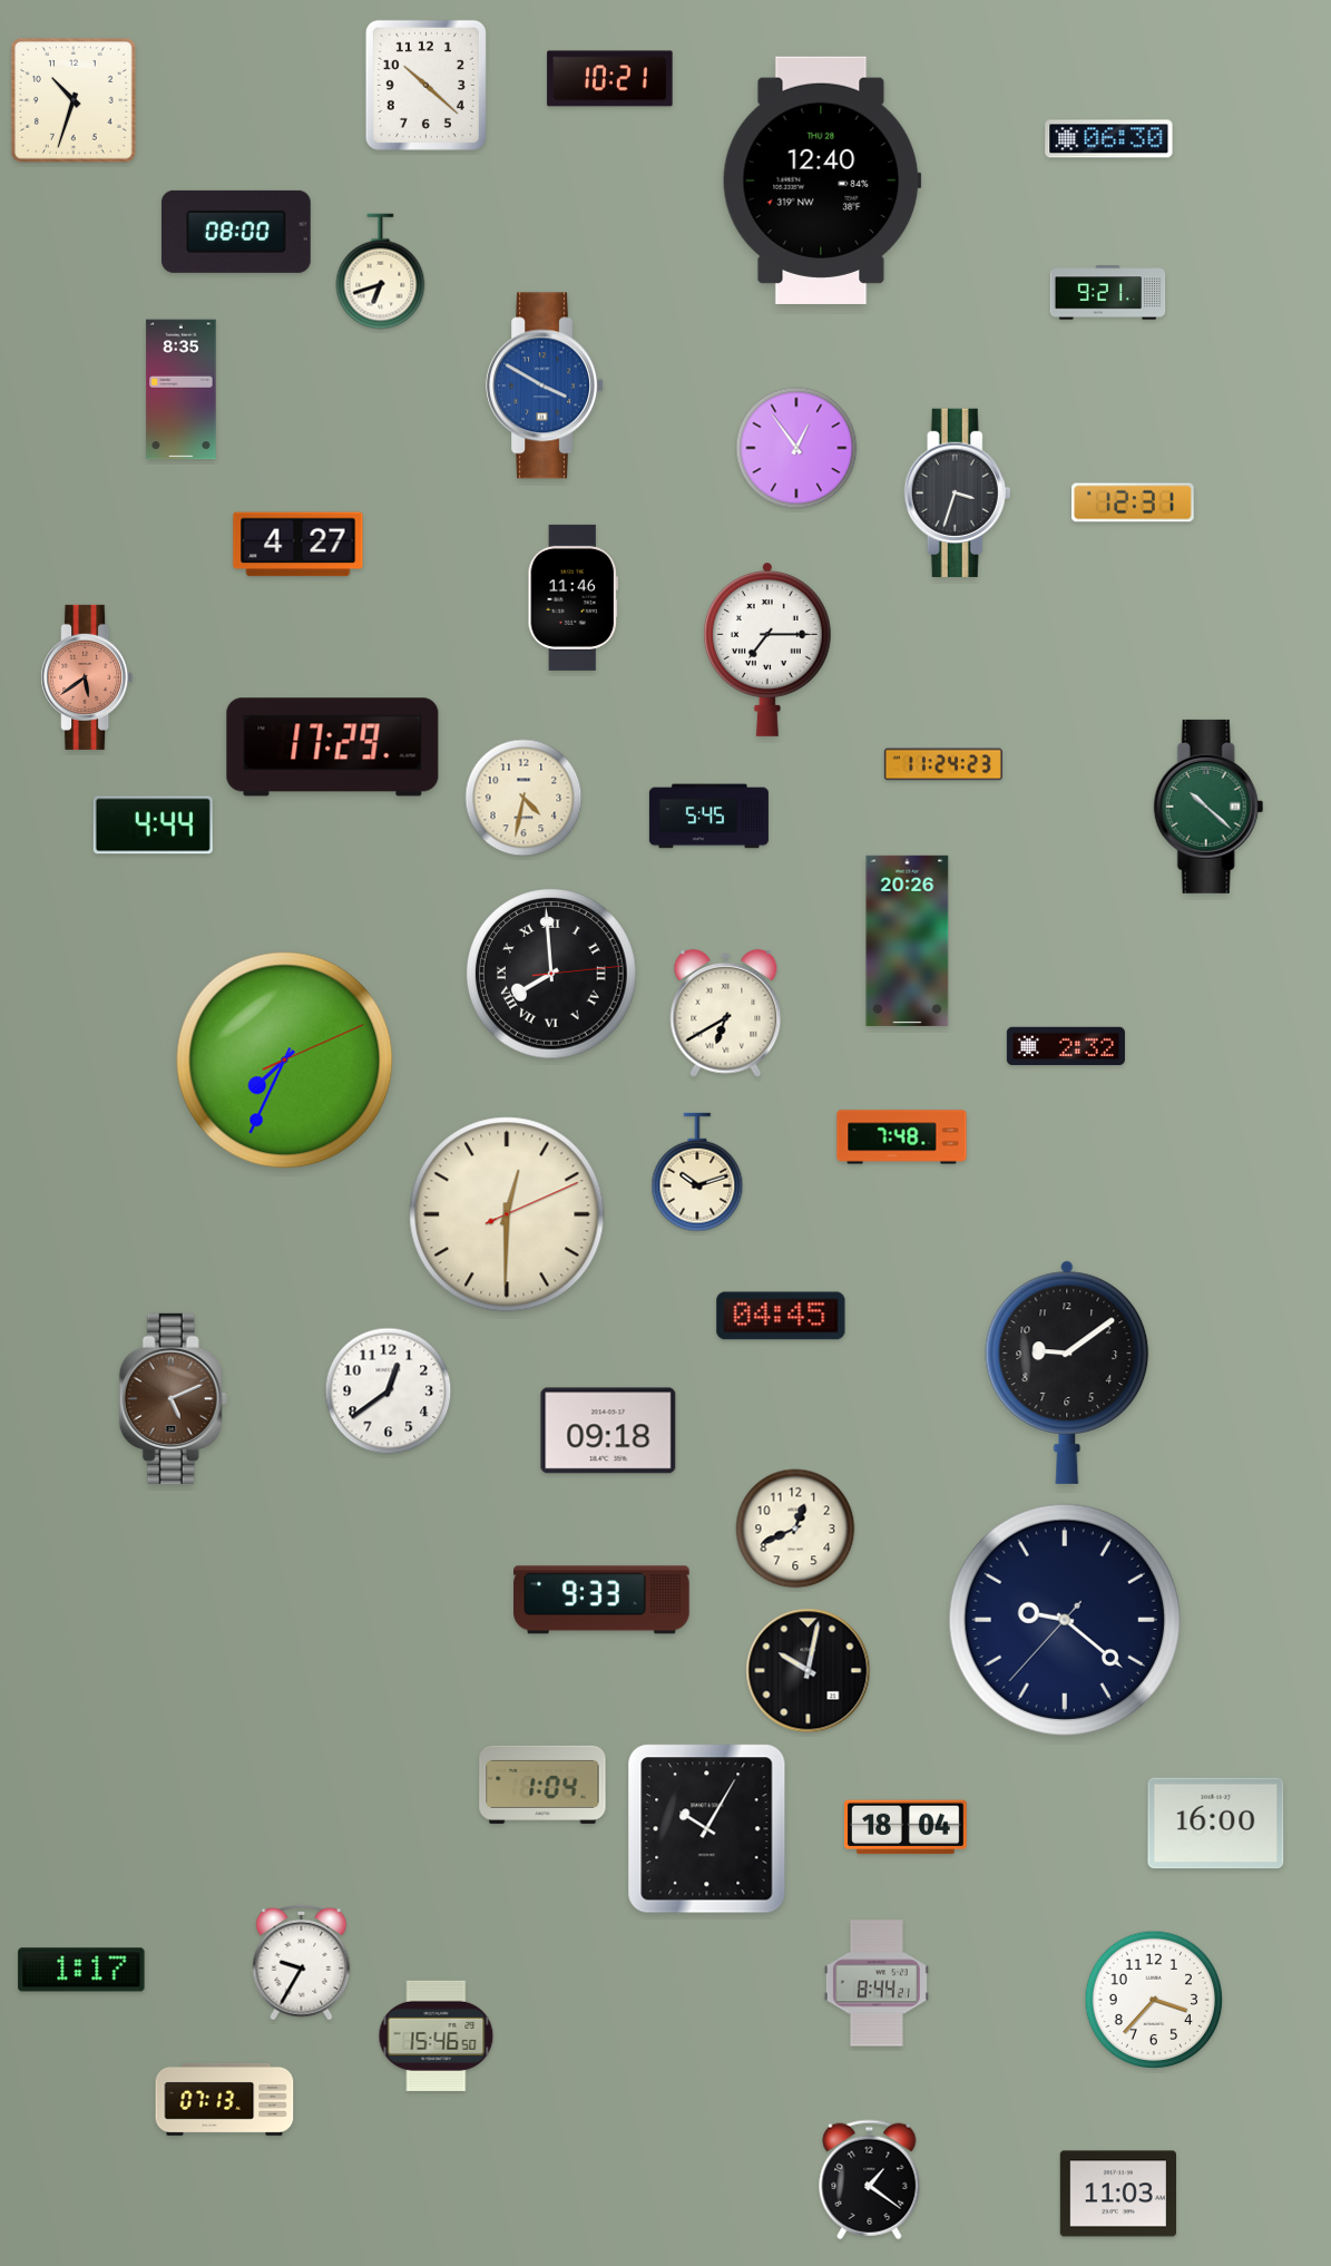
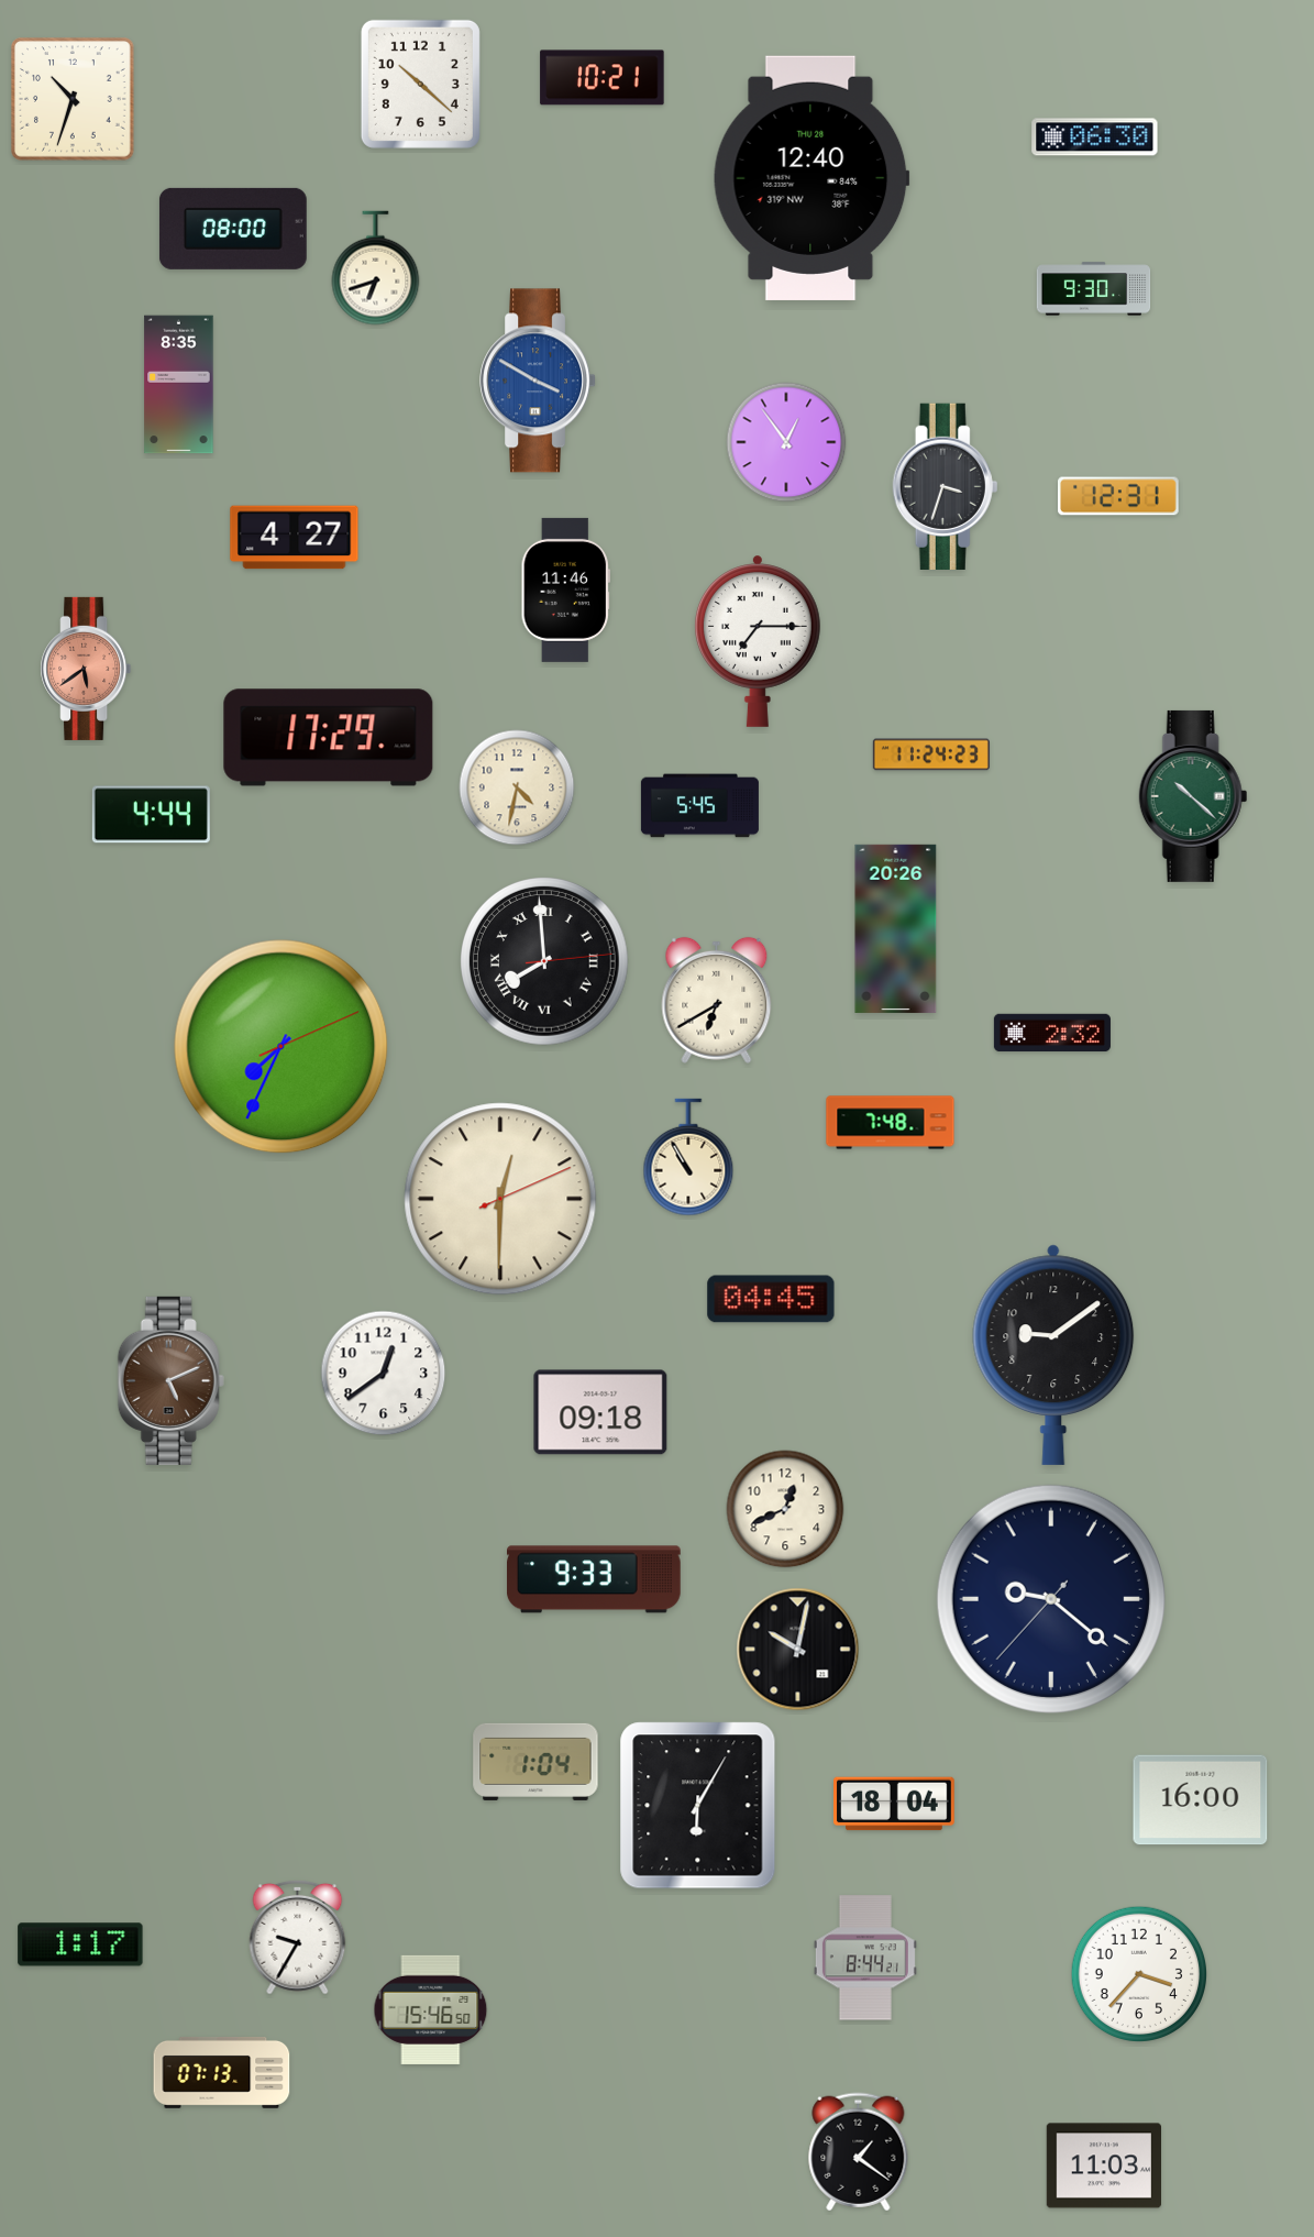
clock at (1108, 293): 9:21 -> 9:30
clock at (697, 1172): 10:12 -> 10:55
clock at (707, 1829): 10:05 -> 6:05
